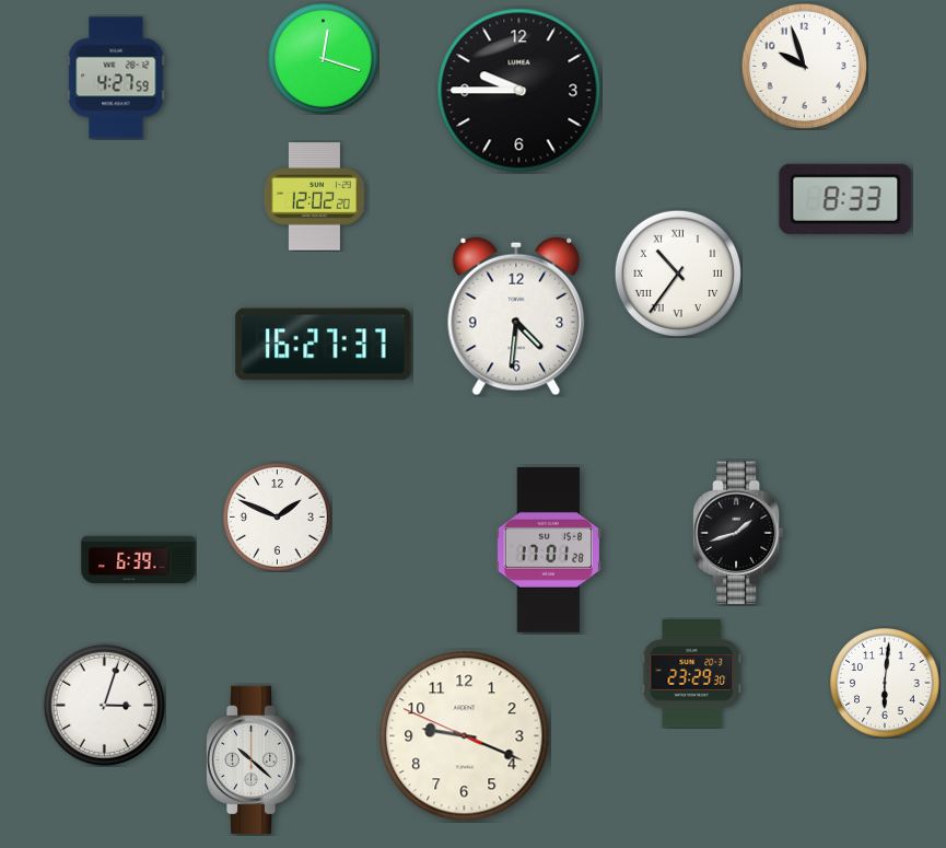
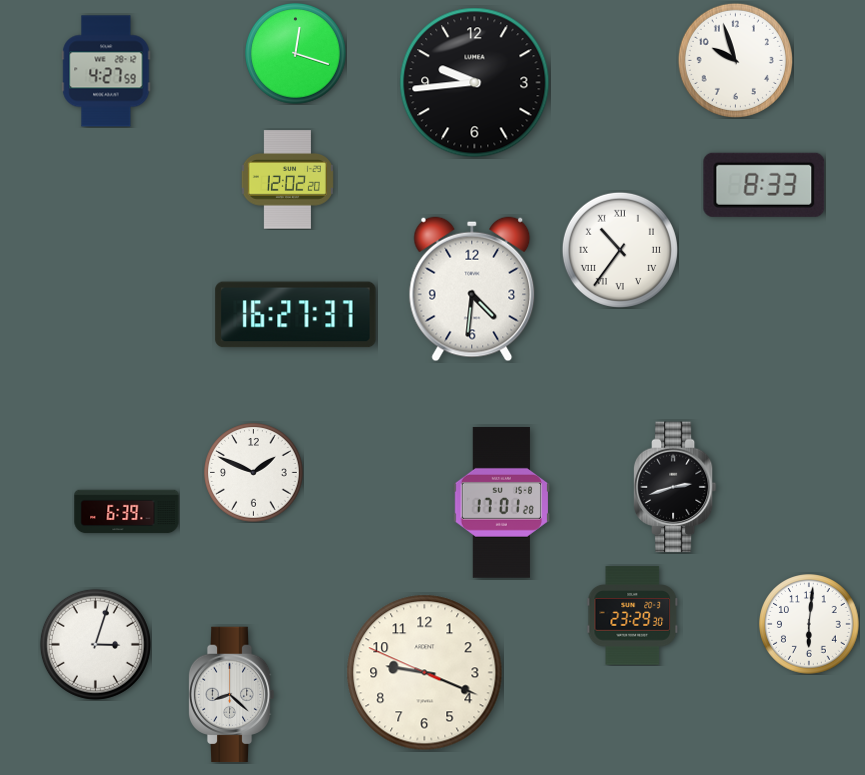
clock at (519, 91): 9:45 -> 9:44
clock at (845, 199) position: (845, 199) -> (764, 185)
clock at (738, 533): 1:42 -> 2:42
clock at (253, 760): 10:22 -> 8:22
